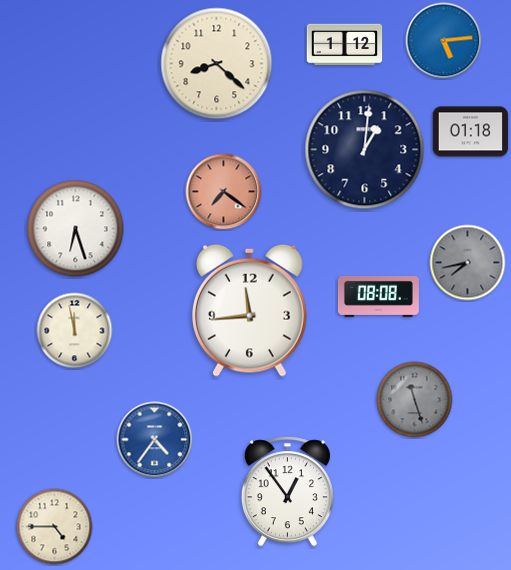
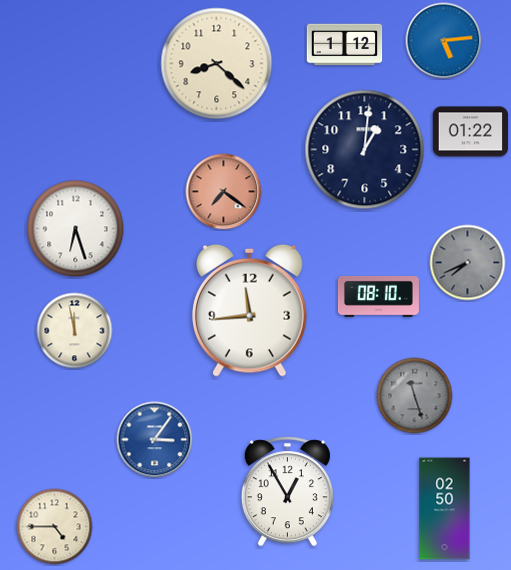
clock at (471, 132): 01:18 -> 01:22
clock at (468, 263): 7:43 -> 7:41
clock at (378, 296): 08:08 -> 08:10
clock at (415, 400) position: (415, 400) -> (415, 396)
clock at (155, 440): 4:36 -> 3:06
clock at (287, 492): 12:54 -> 12:55
clock at (445, 509): none -> 02:50
